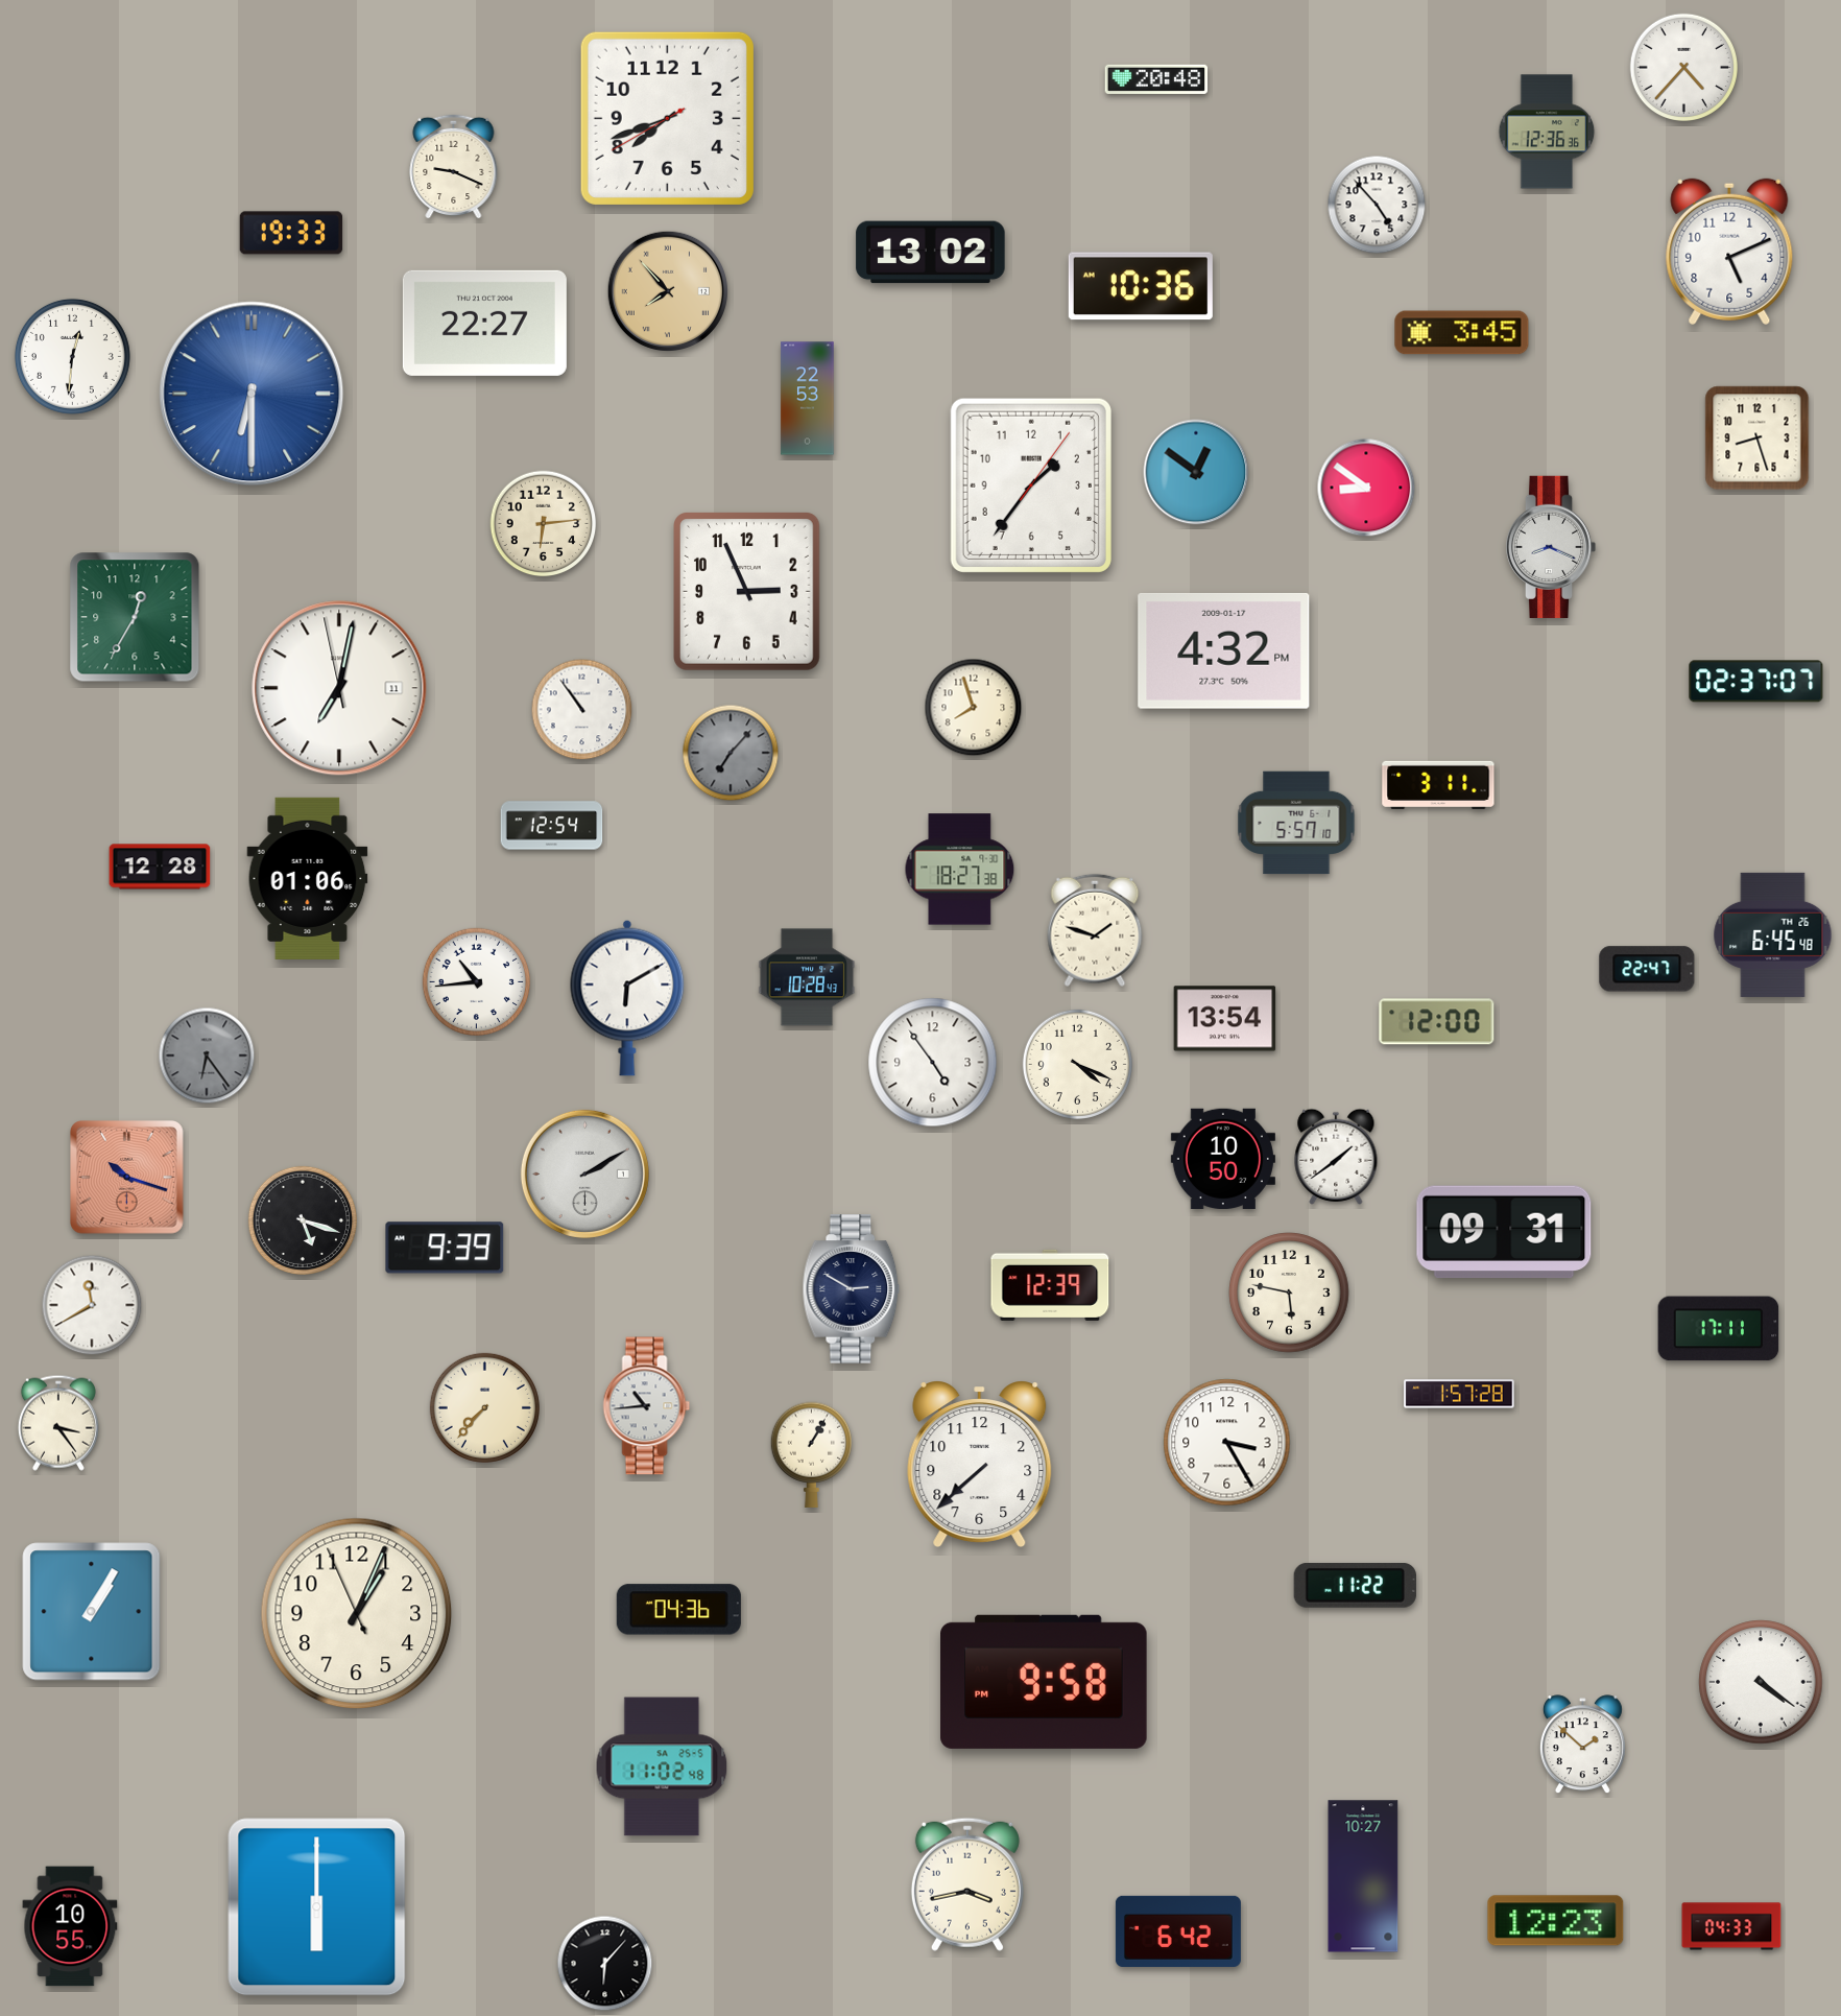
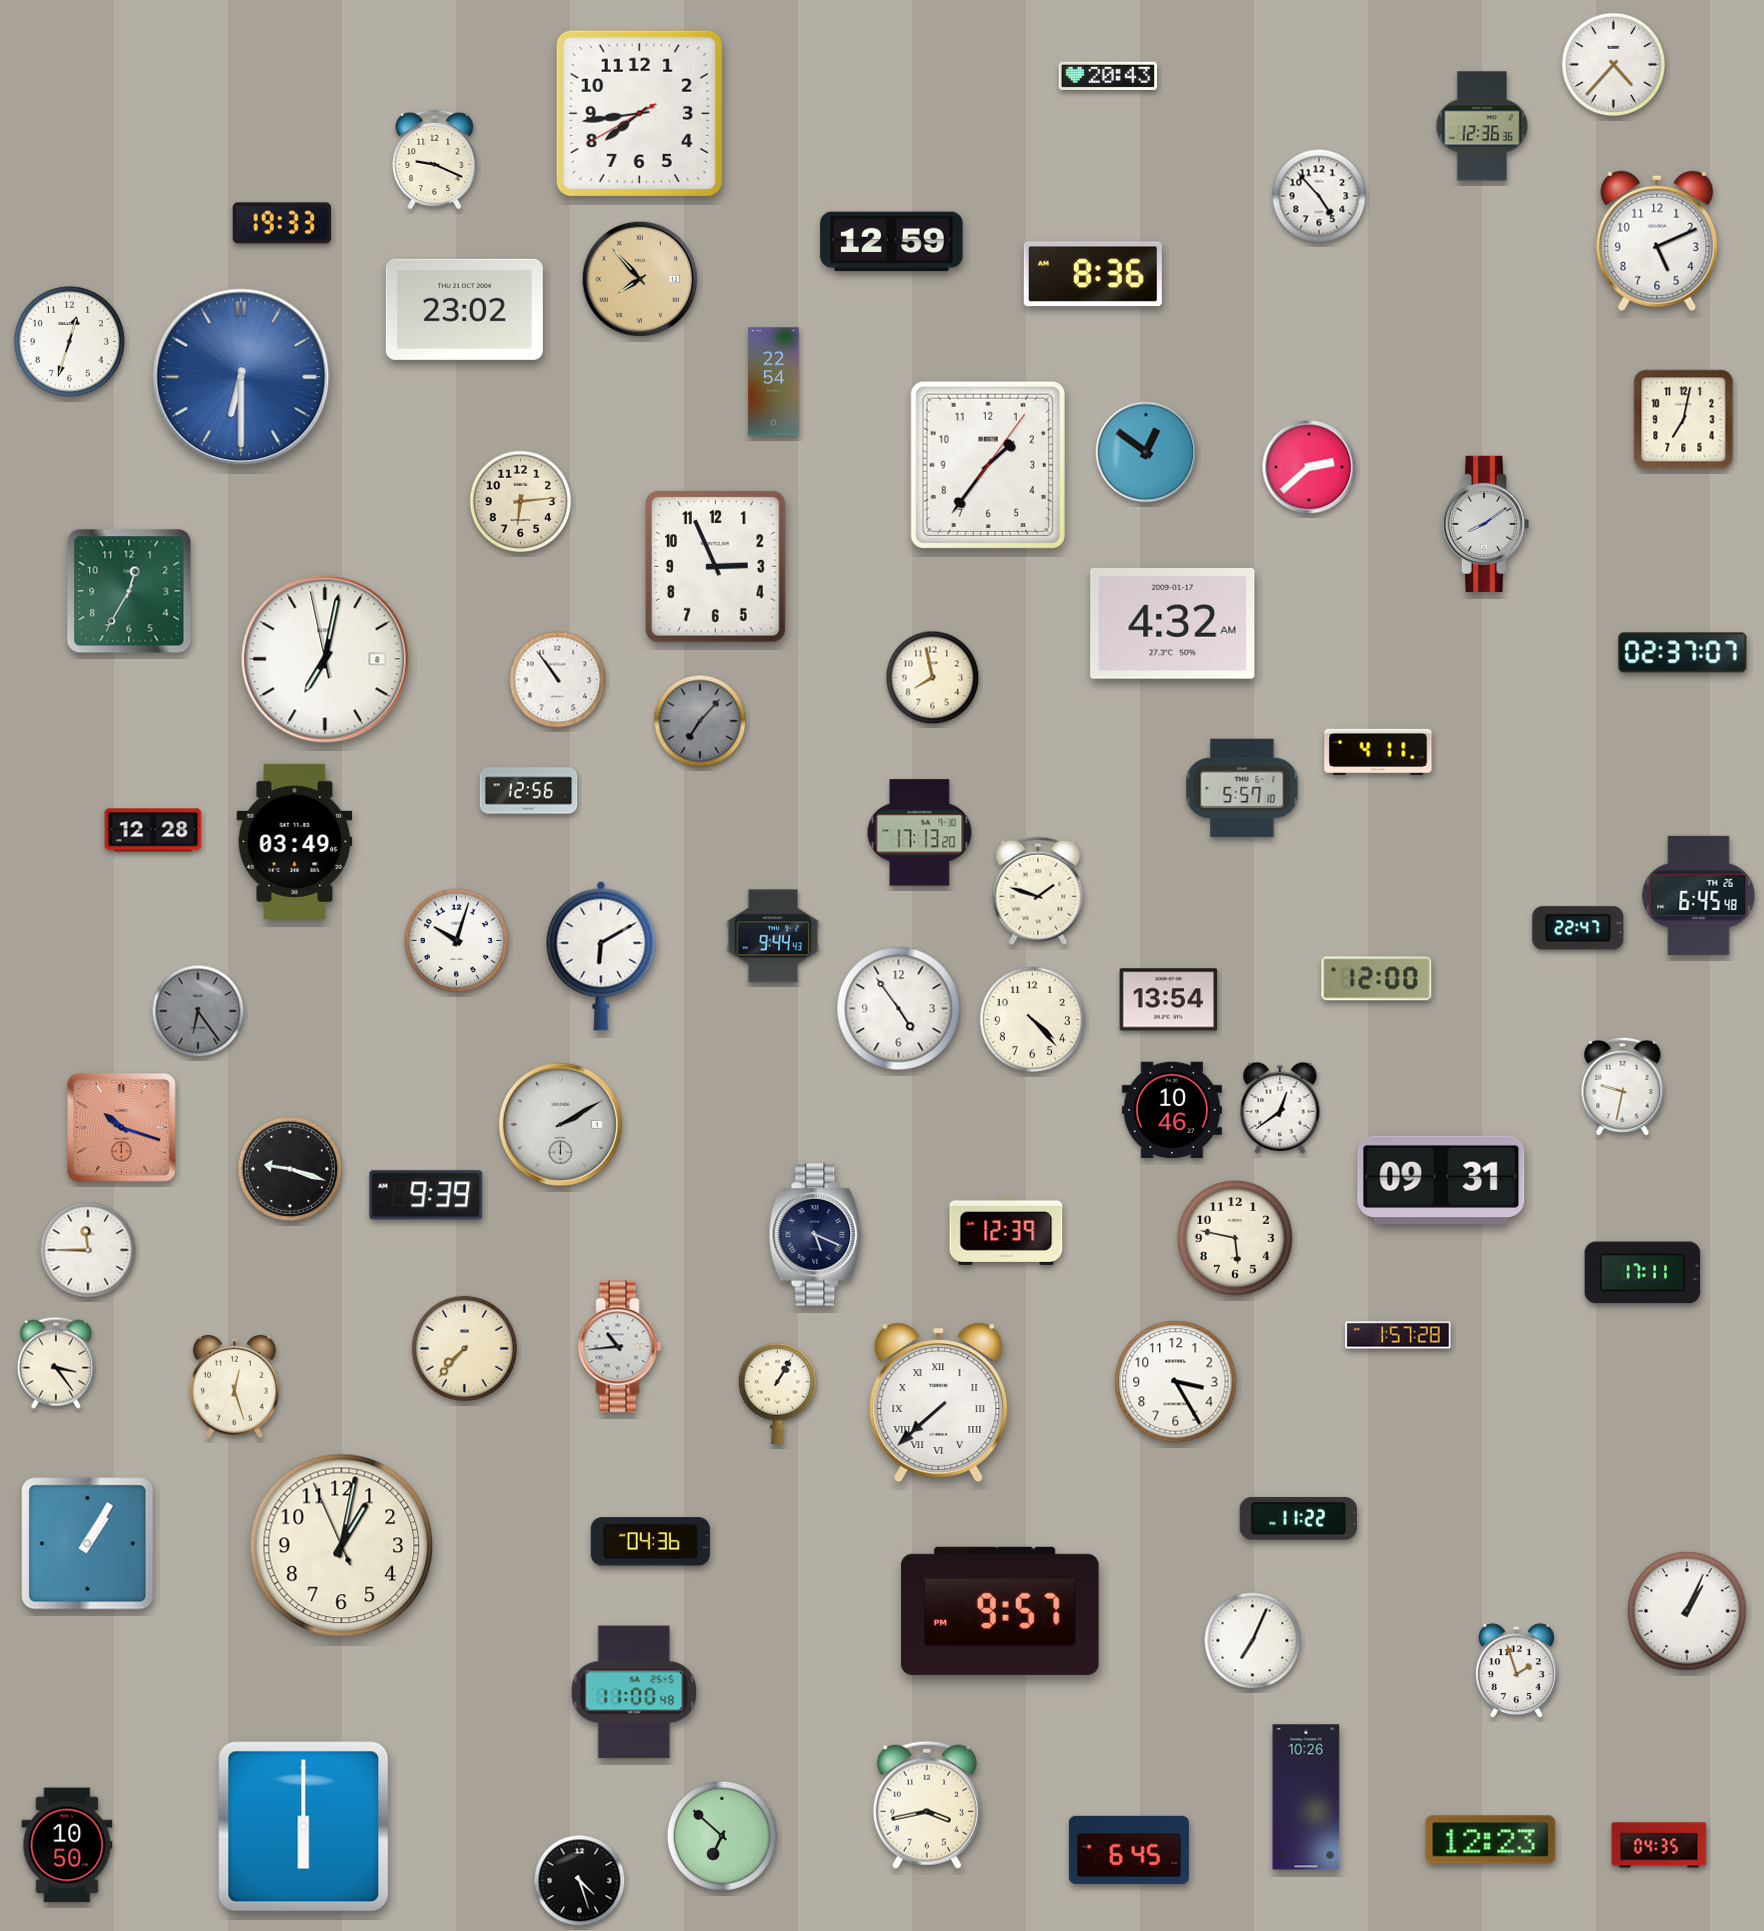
clock at (1156, 79): 20:48 -> 20:43
clock at (667, 118): 7:41 -> 7:43
clock at (291, 233) position: (291, 233) -> (282, 223)
clock at (931, 253): 13:02 -> 12:59
clock at (1141, 286): 10:36 -> 8:36
clock at (484, 323): 22:27 -> 23:02
clock at (1462, 333): 3:45 -> none
clock at (72, 356): 12:31 -> 12:33
clock at (808, 399): 22:53 -> 22:54
clock at (1758, 438): 8:27 -> 7:02
clock at (1366, 488): 8:51 -> 2:38
clock at (1551, 547): 8:19 -> 8:09
clock at (1224, 650): 4:32 PM -> 4:32 AM
clock at (339, 688) date: 11 -> 8
clock at (974, 708): 7:57 -> 7:58
clock at (1438, 785): 3:11 -> 4:11
clock at (552, 826): 12:54 -> 12:56
clock at (960, 870): 18:27 -> 17:13
clock at (308, 878): 01:06 -> 03:49
clock at (1095, 930) position: (1095, 930) -> (1038, 891)
clock at (807, 977): 10:28 -> 9:44
clock at (476, 981): 10:44 -> 10:03
clock at (1225, 1019) position: (1225, 1019) -> (1169, 1000)
clock at (933, 1063) position: (933, 1063) -> (899, 1009)
clock at (1077, 1064): 4:19 -> 4:23
clock at (1623, 1086): none -> 9:32
clock at (1336, 1157): 1:39 -> 12:39
clock at (1223, 1158): 10:50 -> 10:46
clock at (303, 1220): 5:18 -> 9:18
clock at (852, 1289): 2:50 -> 5:19
clock at (92, 1305): 11:40 -> 11:45
clock at (1719, 1329) position: (1719, 1329) -> (1643, 1273)
clock at (235, 1387): none -> 12:27
clock at (980, 1464) numerals: Arabic -> Roman
clock at (357, 1614): 1:03 -> 1:01
clock at (1044, 1682): 9:58 -> 9:57
clock at (1761, 1682): 4:21 -> 1:04
clock at (1253, 1641): none -> 7:04
clock at (1582, 1745): 1:52 -> 1:57
clock at (662, 1766): 11:02 -> 11:00
clock at (1363, 1876): 10:27 -> 10:26
clock at (722, 1836): none -> 6:52
clock at (70, 1926): 10:55 -> 10:50
clock at (1731, 1926): 04:33 -> 04:35
clock at (1178, 1931): 6:42 -> 6:45
clock at (605, 1964): 6:07 -> 4:27
